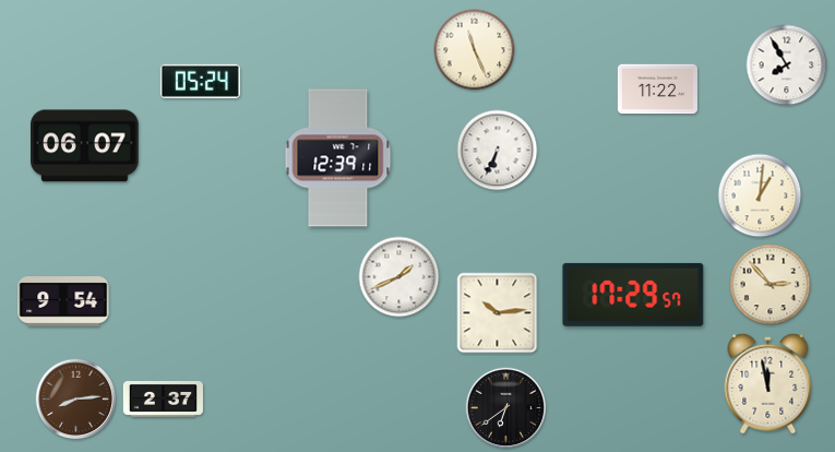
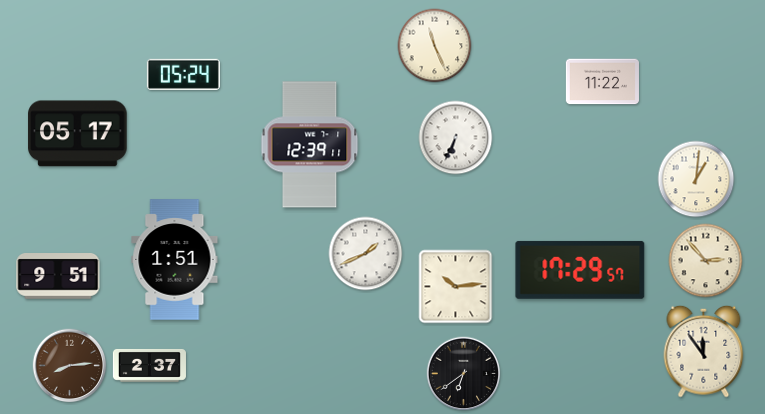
clock at (787, 66): 7:55 -> none
clock at (85, 146): 06:07 -> 05:17
clock at (175, 260): none -> 1:51
clock at (63, 302): 9:54 -> 9:51
clock at (768, 383): 11:58 -> 11:54
